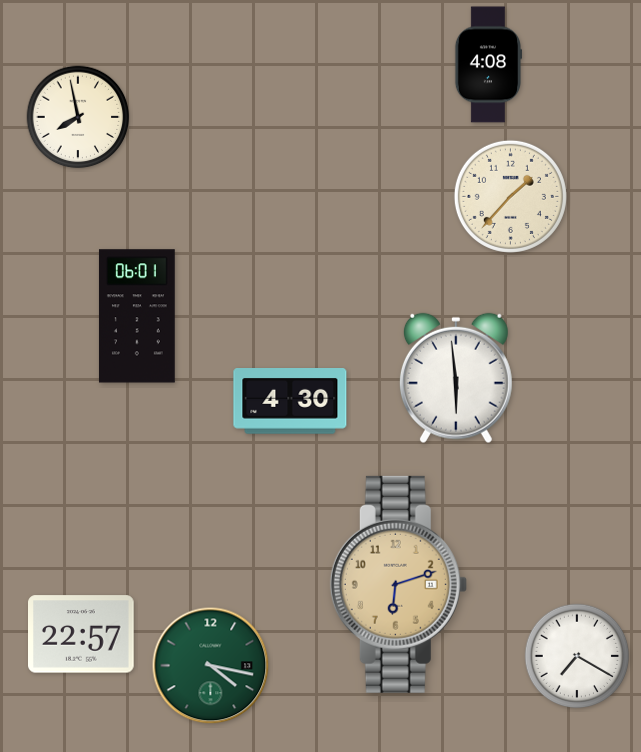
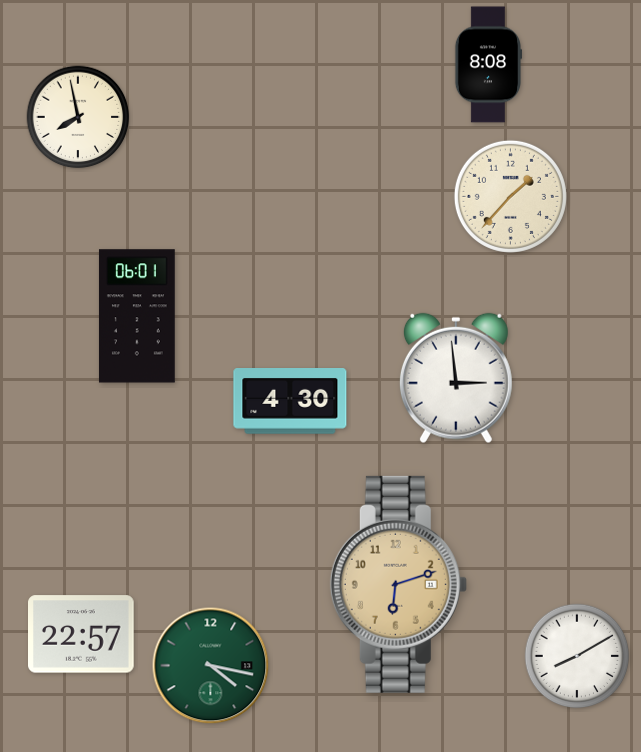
clock at (487, 65): 4:08 -> 8:08
clock at (456, 378): 5:59 -> 2:59
clock at (577, 656): 7:20 -> 8:10
